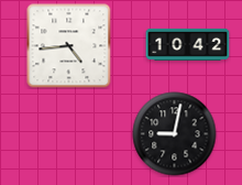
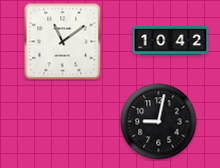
clock at (69, 46): 4:44 -> 11:09
